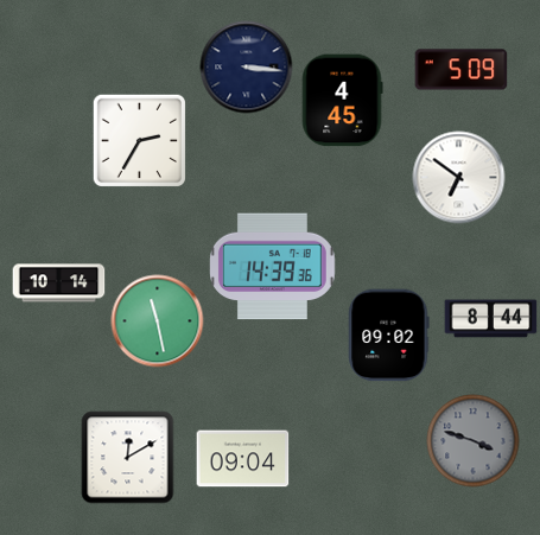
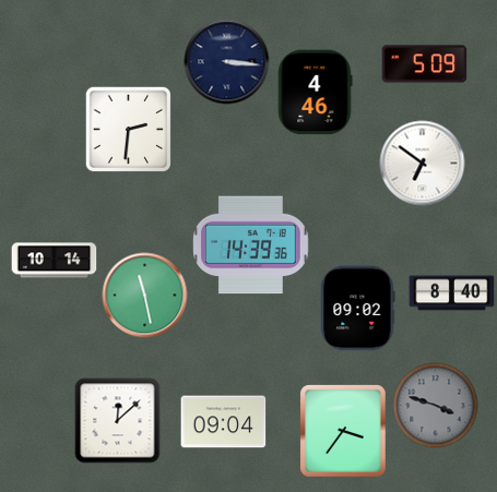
clock at (342, 100): 4:45 -> 4:46
clock at (139, 140): 2:35 -> 2:31
clock at (490, 319): 8:44 -> 8:40
clock at (127, 457): 12:10 -> 12:08
clock at (344, 431): none -> 3:36
